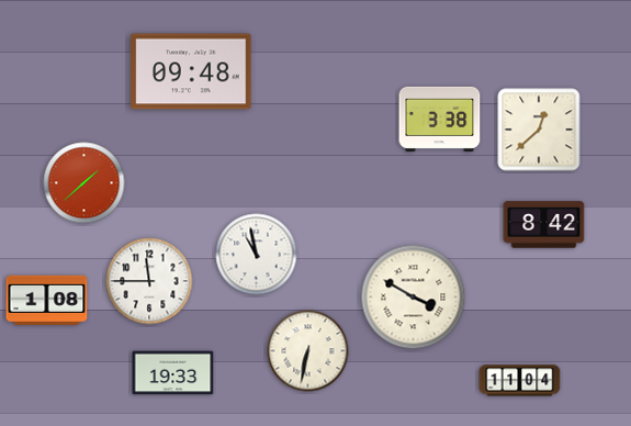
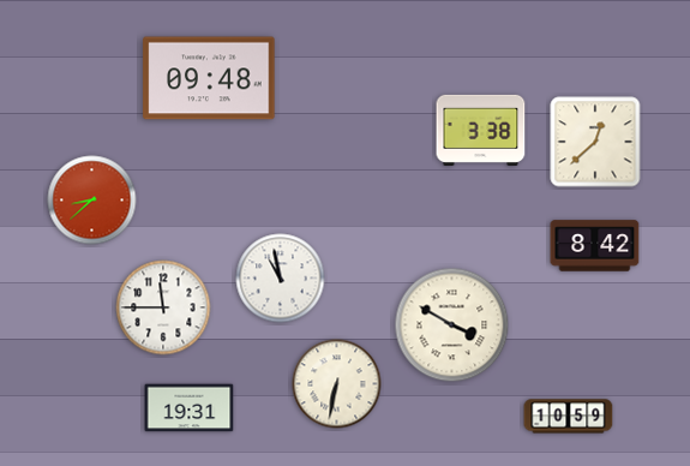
clock at (539, 130) position: (539, 130) -> (595, 142)
clock at (84, 183): 1:38 -> 8:38
clock at (47, 300): 1:08 -> none
clock at (173, 373): 19:33 -> 19:31
clock at (520, 381): 11:04 -> 10:59
